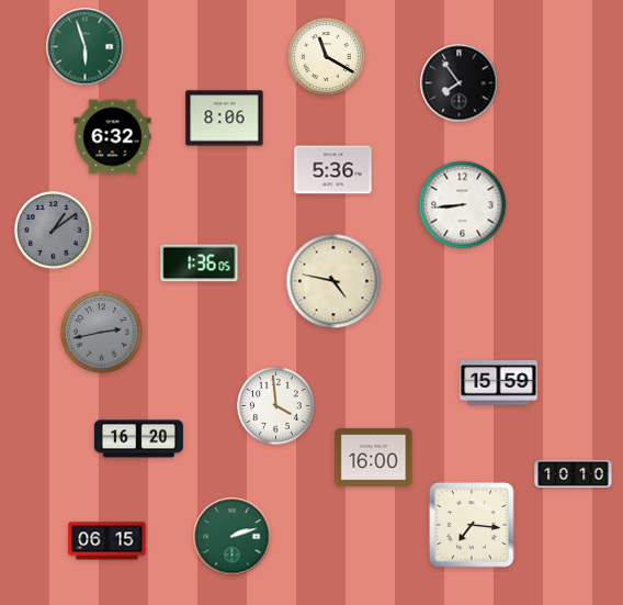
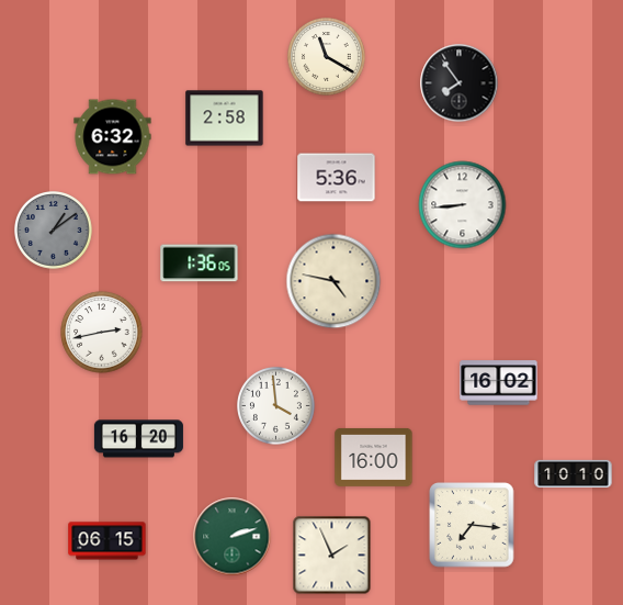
clock at (86, 47): 5:57 -> none
clock at (225, 119): 8:06 -> 2:58
clock at (333, 170) position: (333, 170) -> (337, 178)
clock at (102, 333) dial: grey -> white
clock at (499, 383): 15:59 -> 16:02
clock at (332, 556): none -> 1:56
